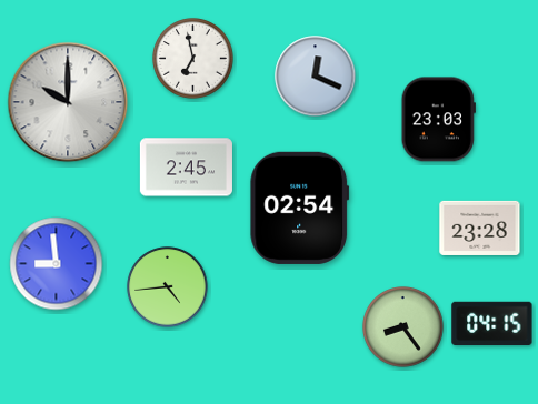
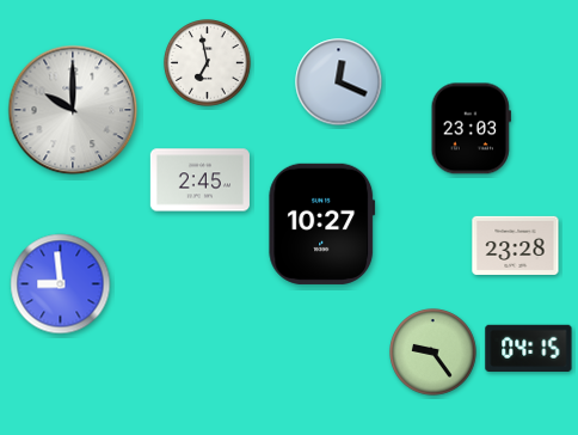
clock at (300, 208): 02:54 -> 10:27
clock at (168, 287): 4:44 -> none
clock at (403, 327): 8:24 -> 9:24
